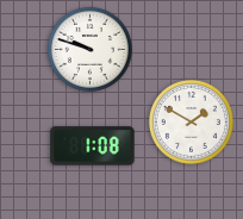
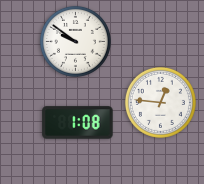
clock at (89, 49): 9:48 -> 9:51
clock at (191, 121): 1:50 -> 12:46
